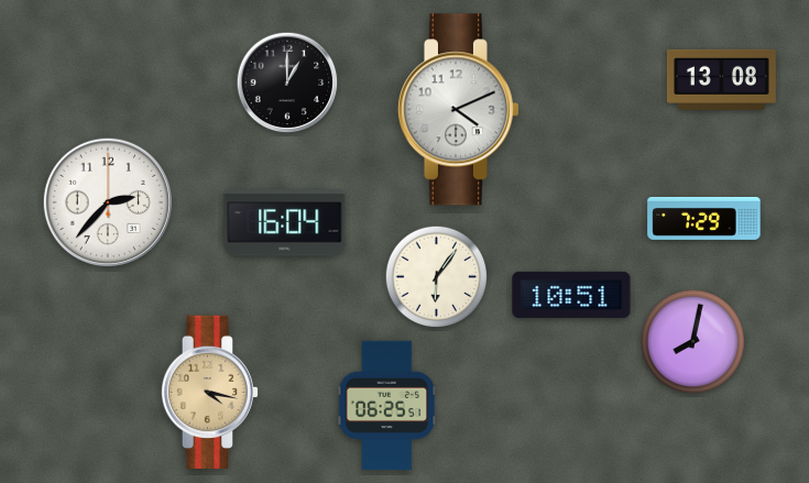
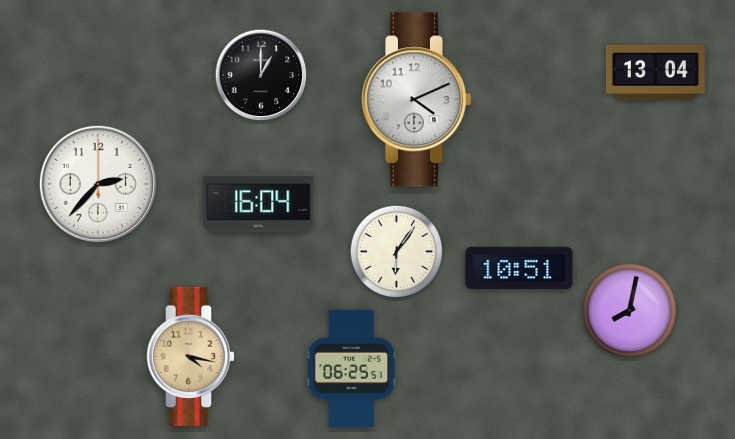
clock at (721, 79): 13:08 -> 13:04
clock at (704, 218): 7:29 -> none
